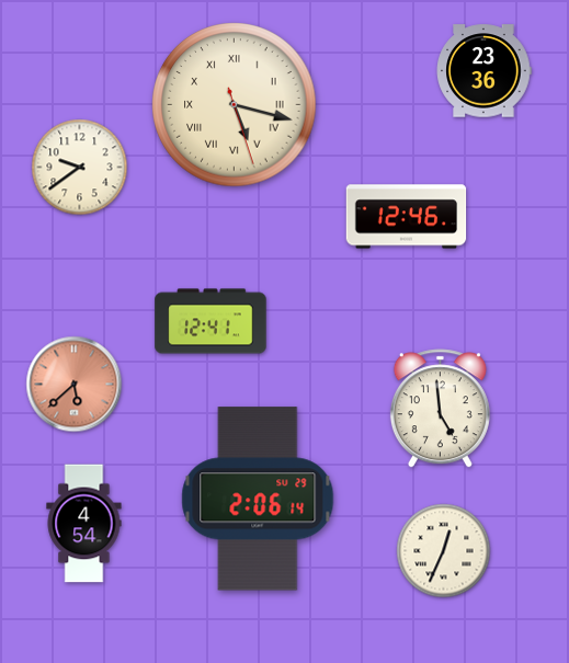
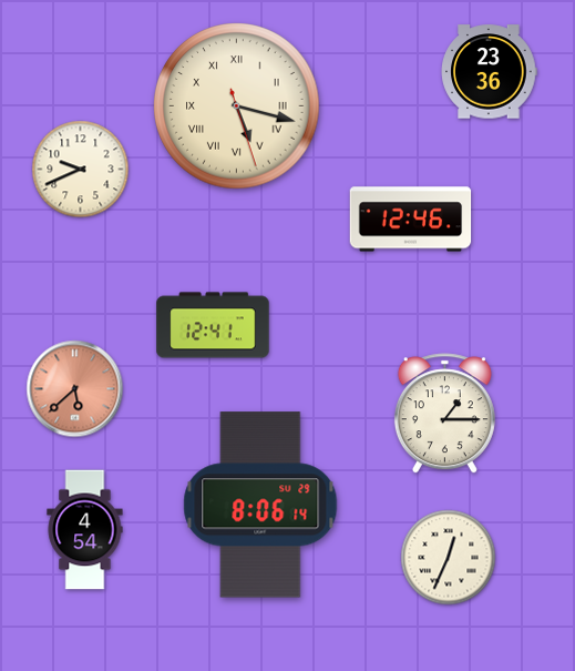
clock at (80, 168): 9:39 -> 9:41
clock at (440, 409): 4:59 -> 1:15
clock at (258, 499): 2:06 -> 8:06
